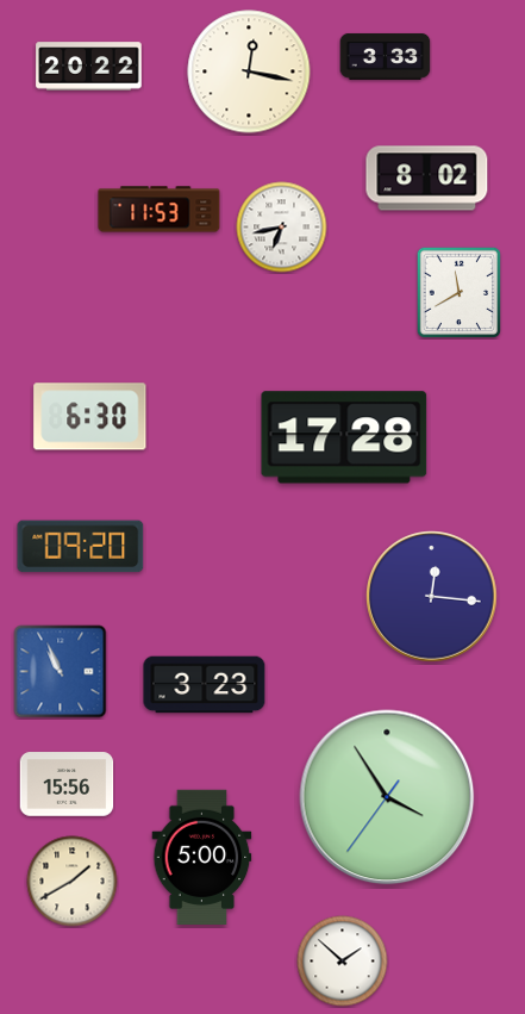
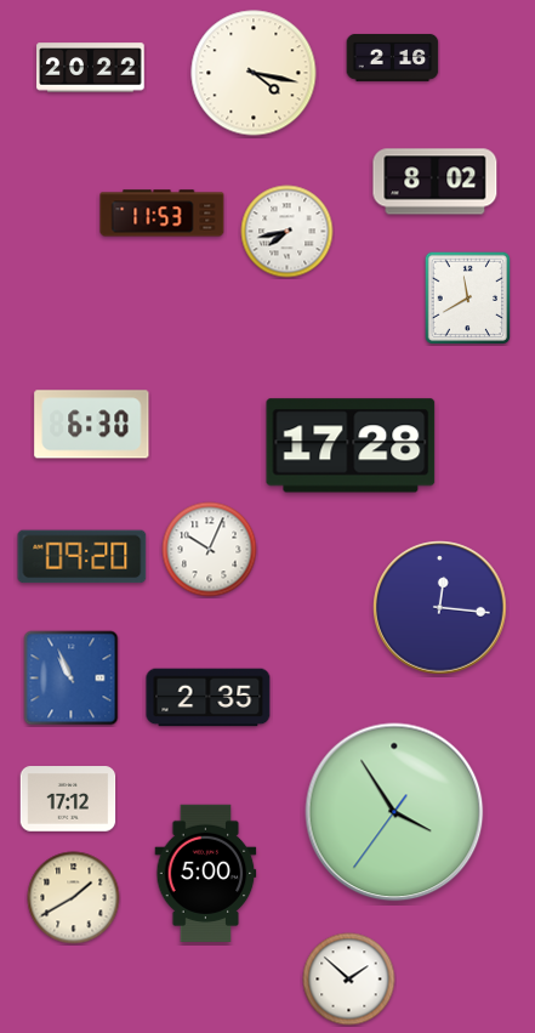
clock at (386, 57): 3:33 -> 2:16
clock at (249, 71): 12:17 -> 4:17
clock at (282, 228): 6:43 -> 7:43
clock at (210, 550): none -> 10:04
clock at (61, 672) position: (61, 672) -> (72, 679)
clock at (205, 685): 3:23 -> 2:35
clock at (67, 784): 15:56 -> 17:12
